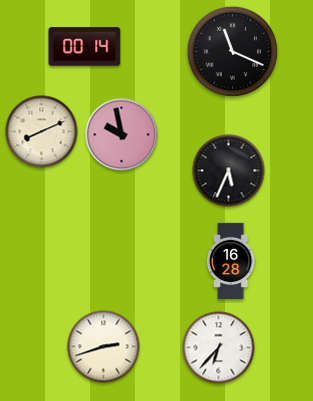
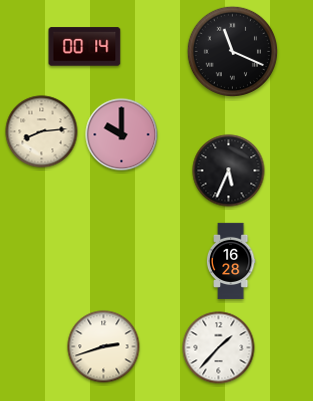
clock at (42, 132): 8:11 -> 8:14
clock at (122, 135): 9:58 -> 10:00
clock at (219, 348): 6:37 -> 1:37
